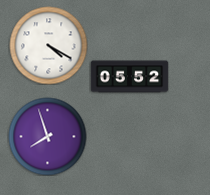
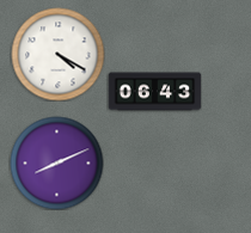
clock at (129, 77): 05:52 -> 06:43
clock at (47, 136): 7:57 -> 8:11
